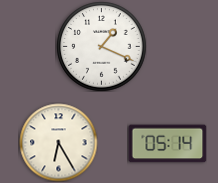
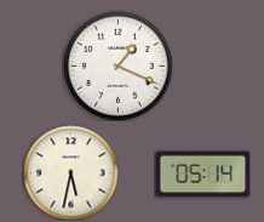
clock at (101, 46) position: (101, 46) -> (117, 66)
clock at (58, 142): 6:25 -> 5:32
